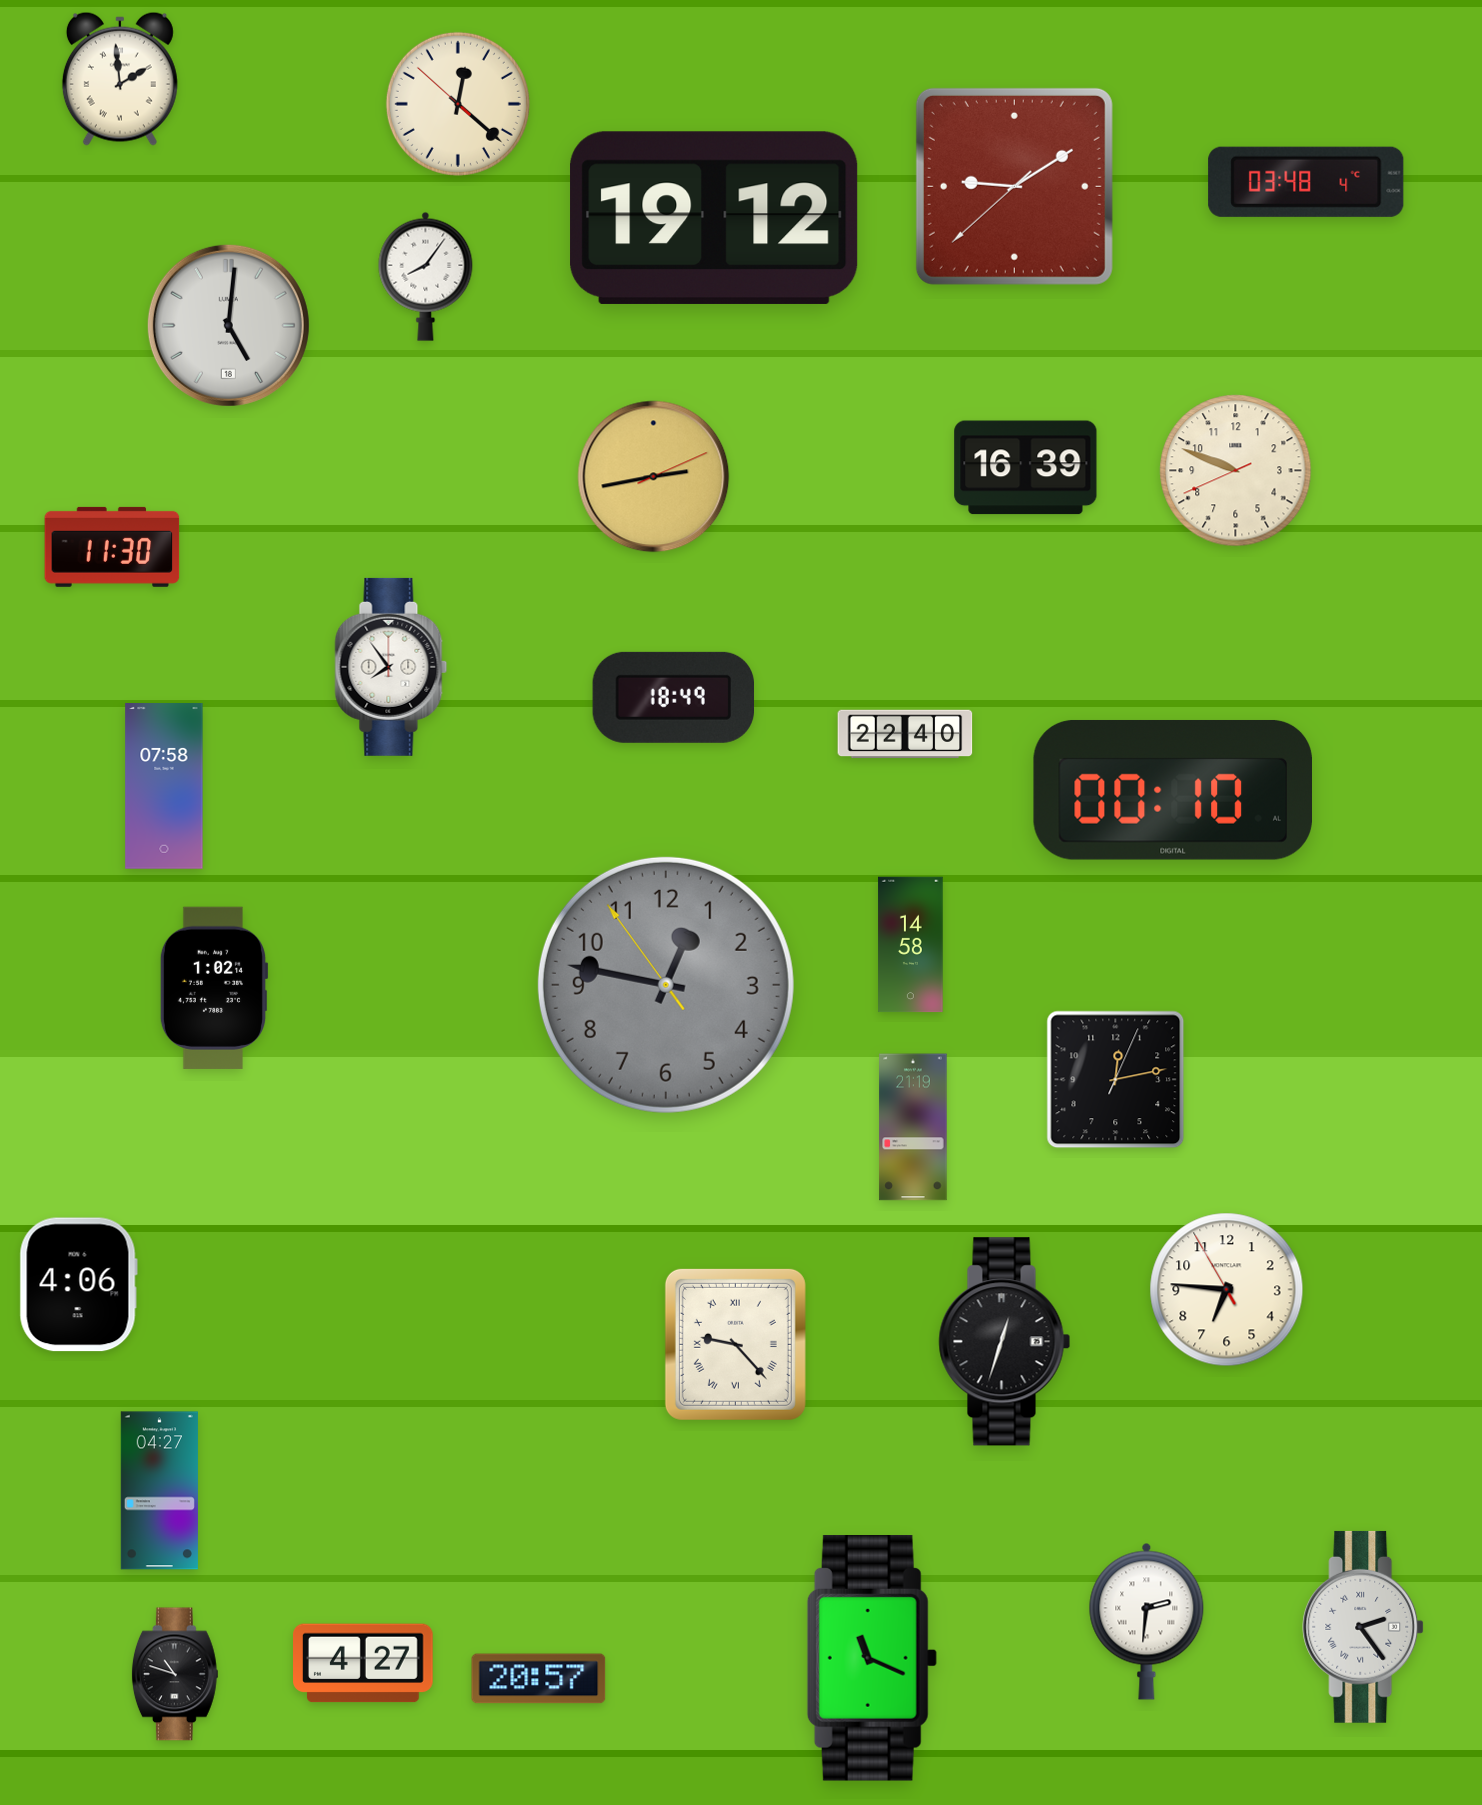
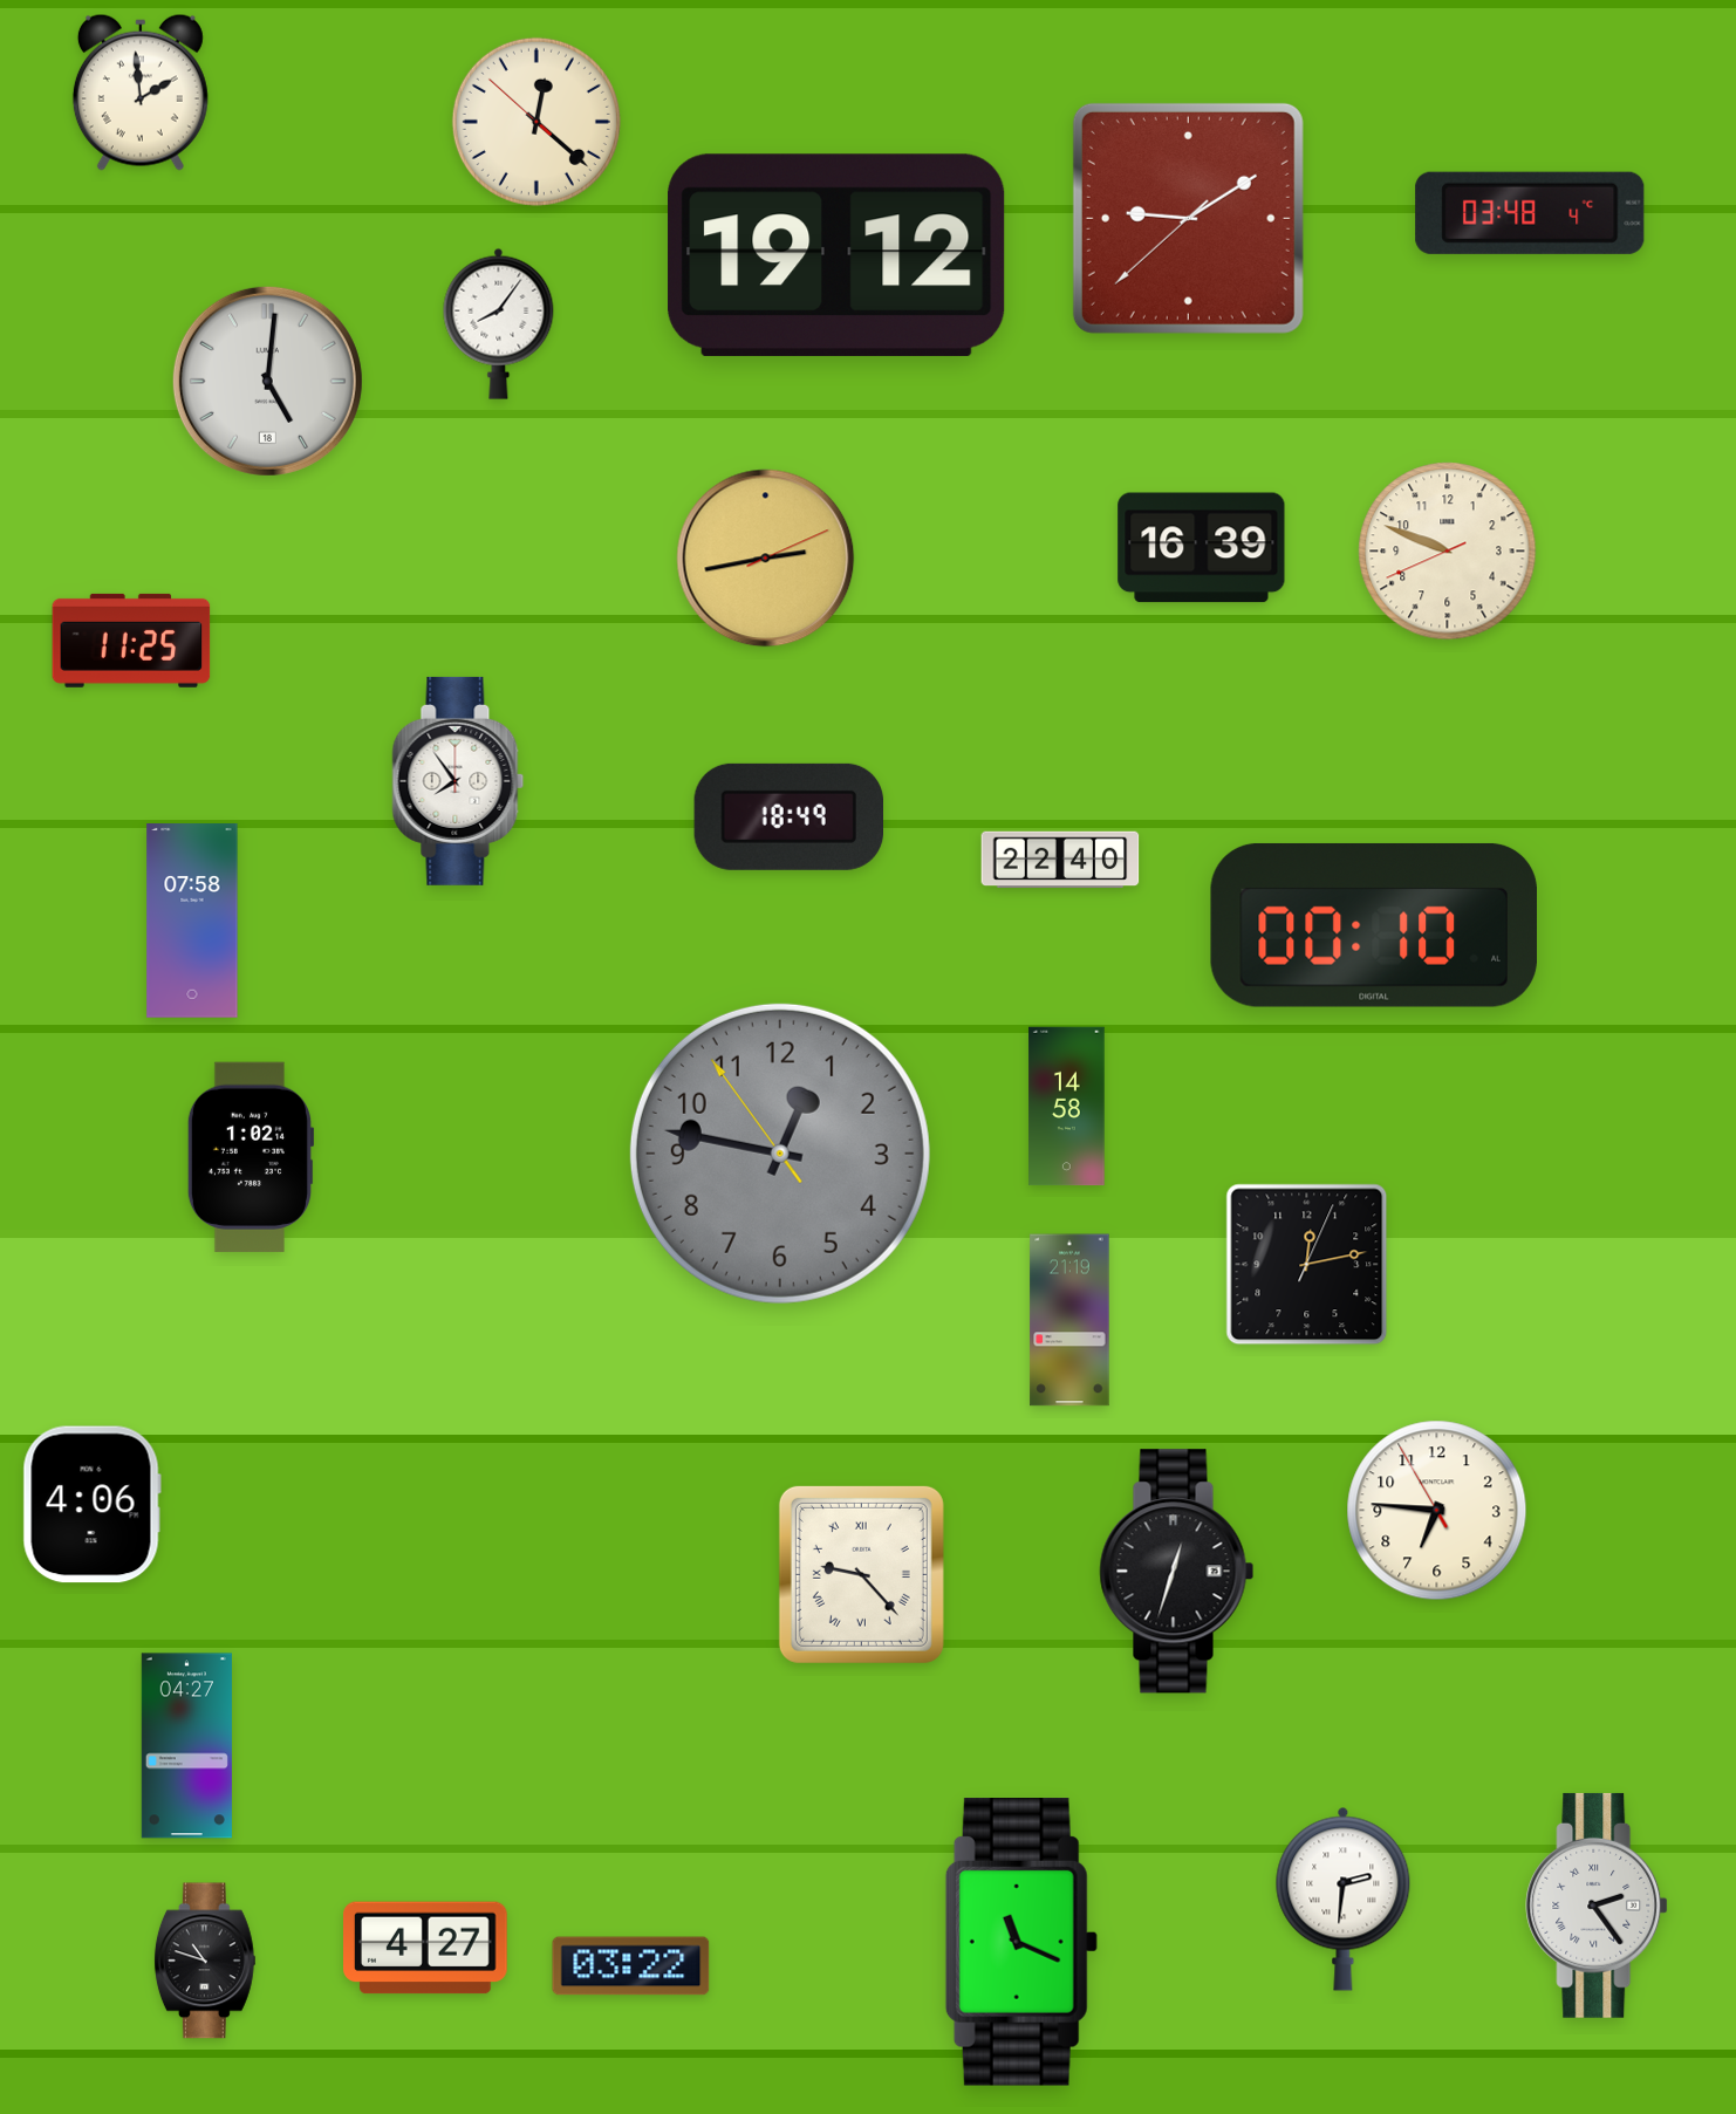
clock at (112, 547): 11:30 -> 11:25
clock at (539, 1679): 20:57 -> 03:22
